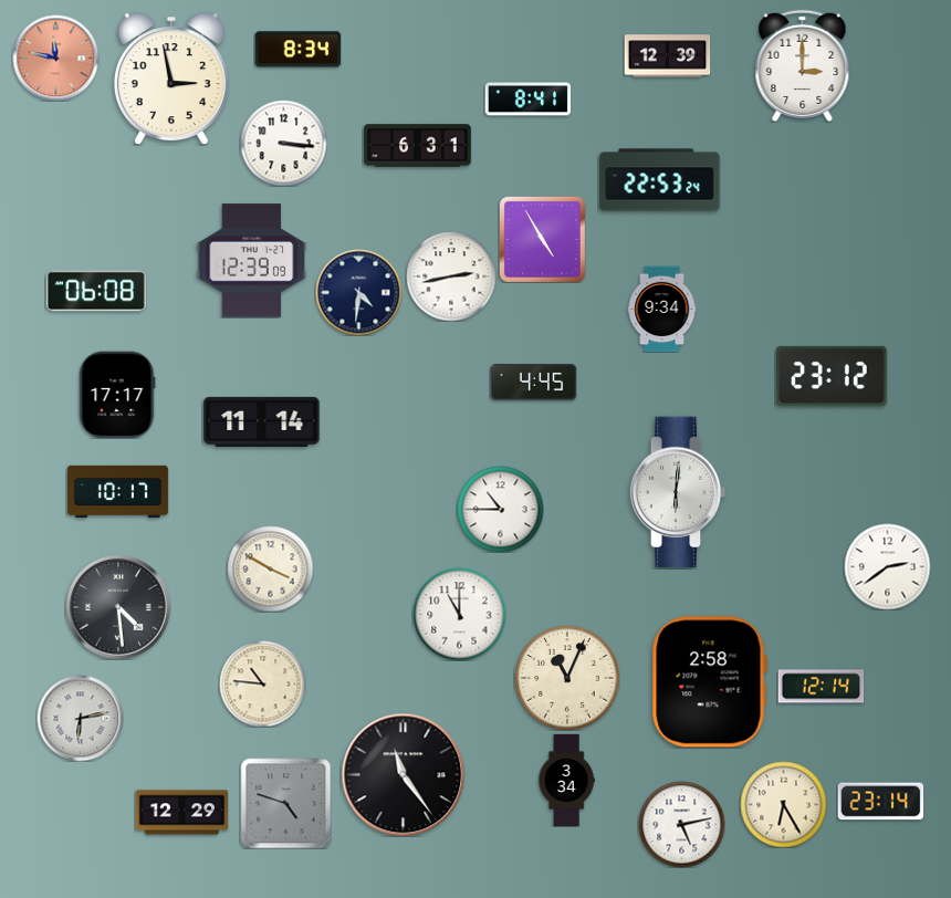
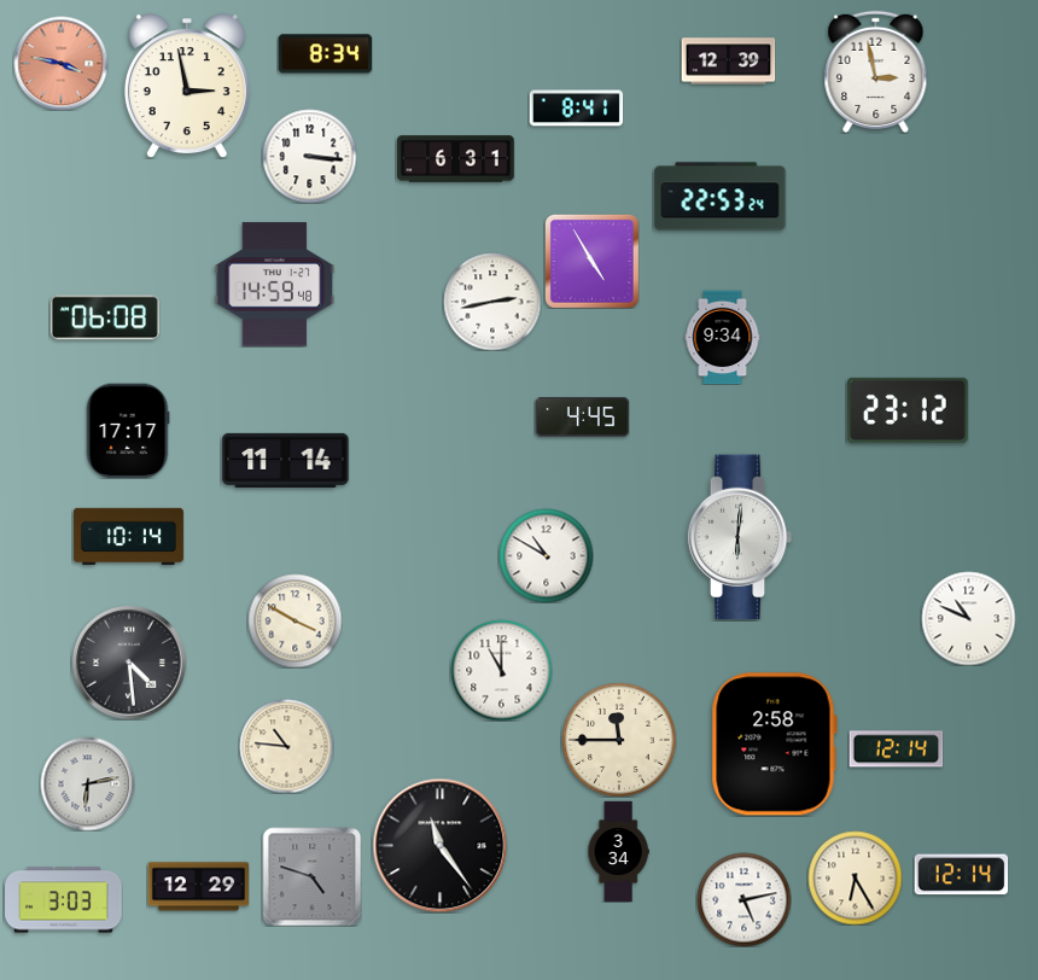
clock at (55, 58): 11:47 -> 3:47
clock at (803, 65): 3:00 -> 2:58
clock at (252, 261): 12:39 -> 14:59
clock at (358, 292): 4:31 -> none
clock at (117, 491): 10:17 -> 10:14
clock at (500, 509): 10:45 -> 10:50
clock at (887, 566): 2:39 -> 10:49
clock at (567, 678): 11:04 -> 11:45
clock at (880, 802): 23:14 -> 12:14
clock at (64, 900): none -> 3:03
